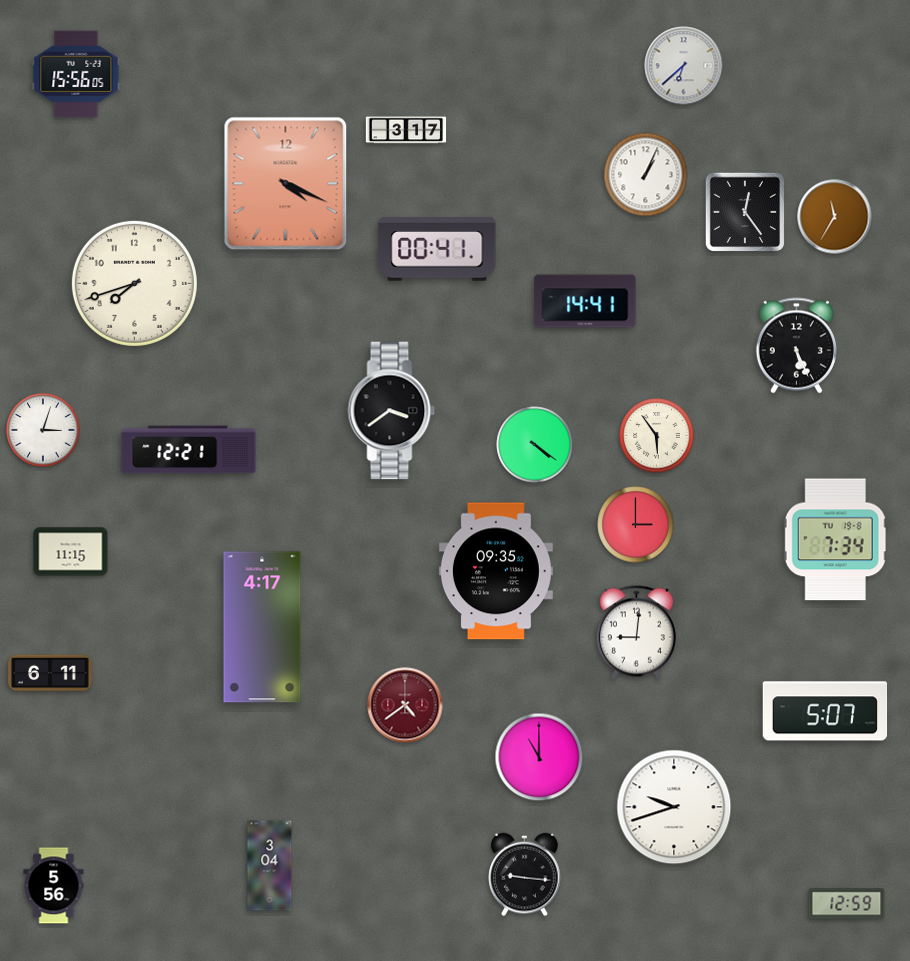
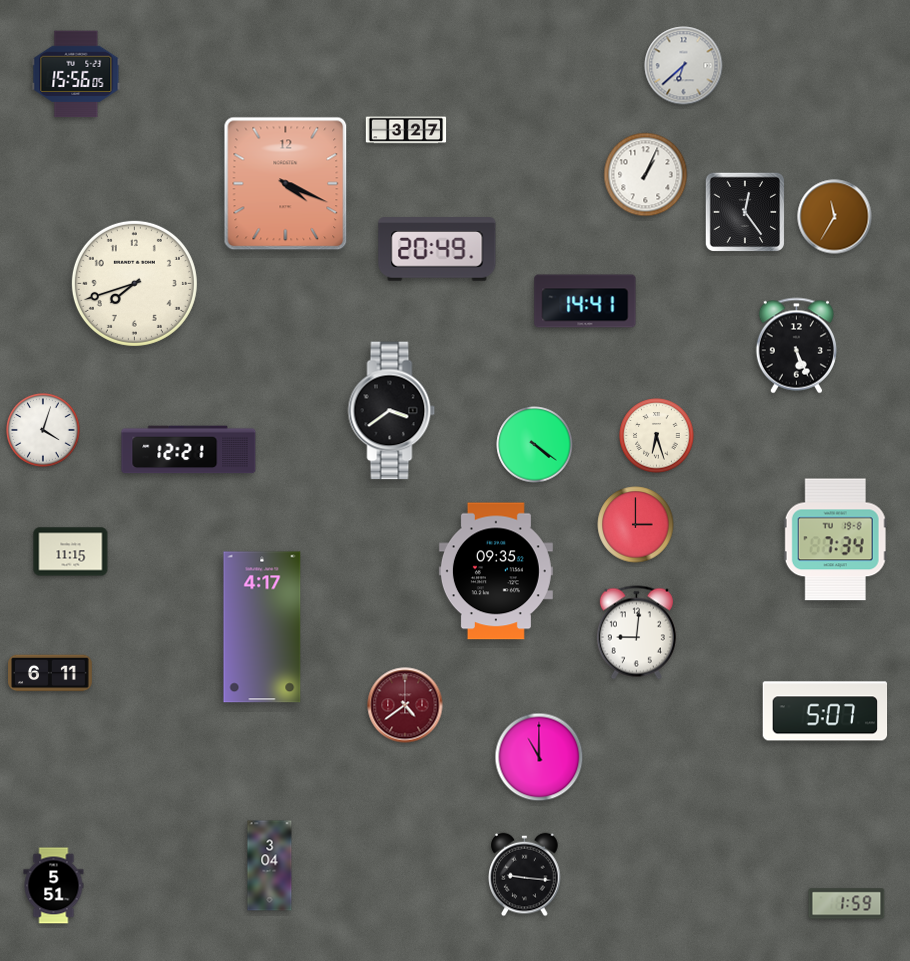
clock at (406, 130): 3:17 -> 3:27
clock at (437, 249): 00:41 -> 20:49
clock at (43, 430): 3:03 -> 4:03
clock at (657, 436): 5:54 -> 6:27
clock at (674, 807): 9:42 -> none
clock at (54, 886): 5:56 -> 5:51
clock at (847, 904): 12:59 -> 1:59
